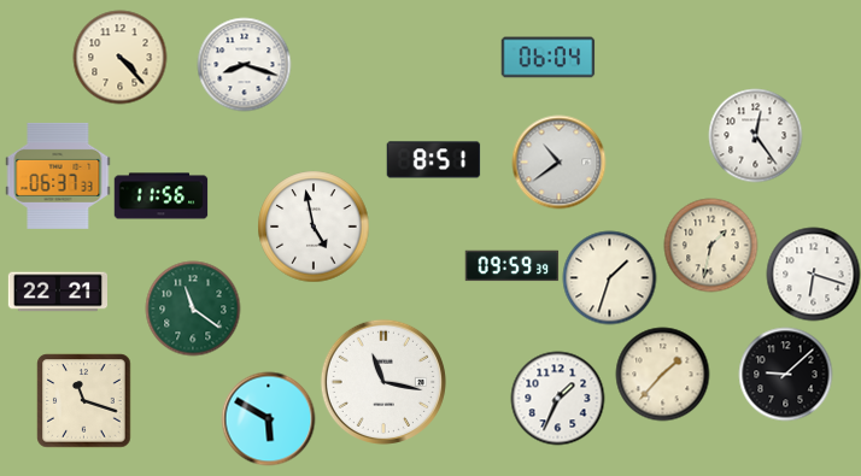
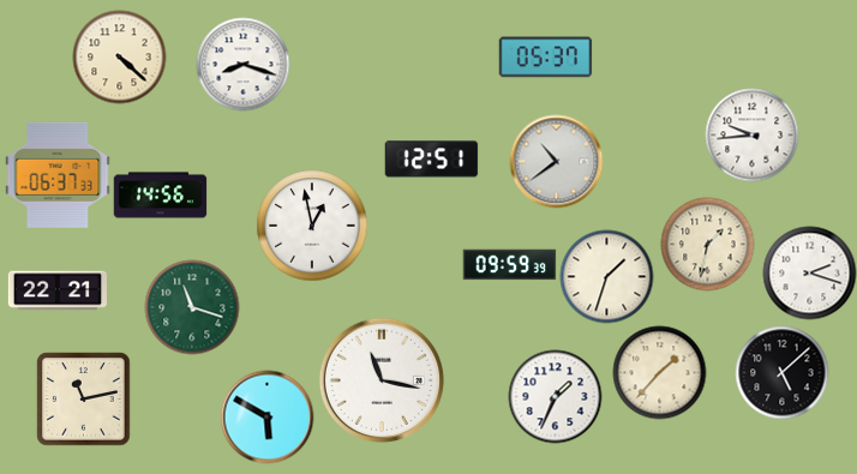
clock at (119, 57): 4:23 -> 4:22
clock at (547, 58): 06:04 -> 05:37
clock at (755, 135): 12:24 -> 9:44
clock at (433, 160): 8:51 -> 12:51
clock at (160, 196): 11:56 -> 14:56
clock at (314, 227): 4:58 -> 12:58
clock at (813, 274): 6:18 -> 2:18
clock at (193, 308): 11:21 -> 11:18
clock at (785, 374): 9:08 -> 5:08
clock at (83, 400): 11:18 -> 11:13
